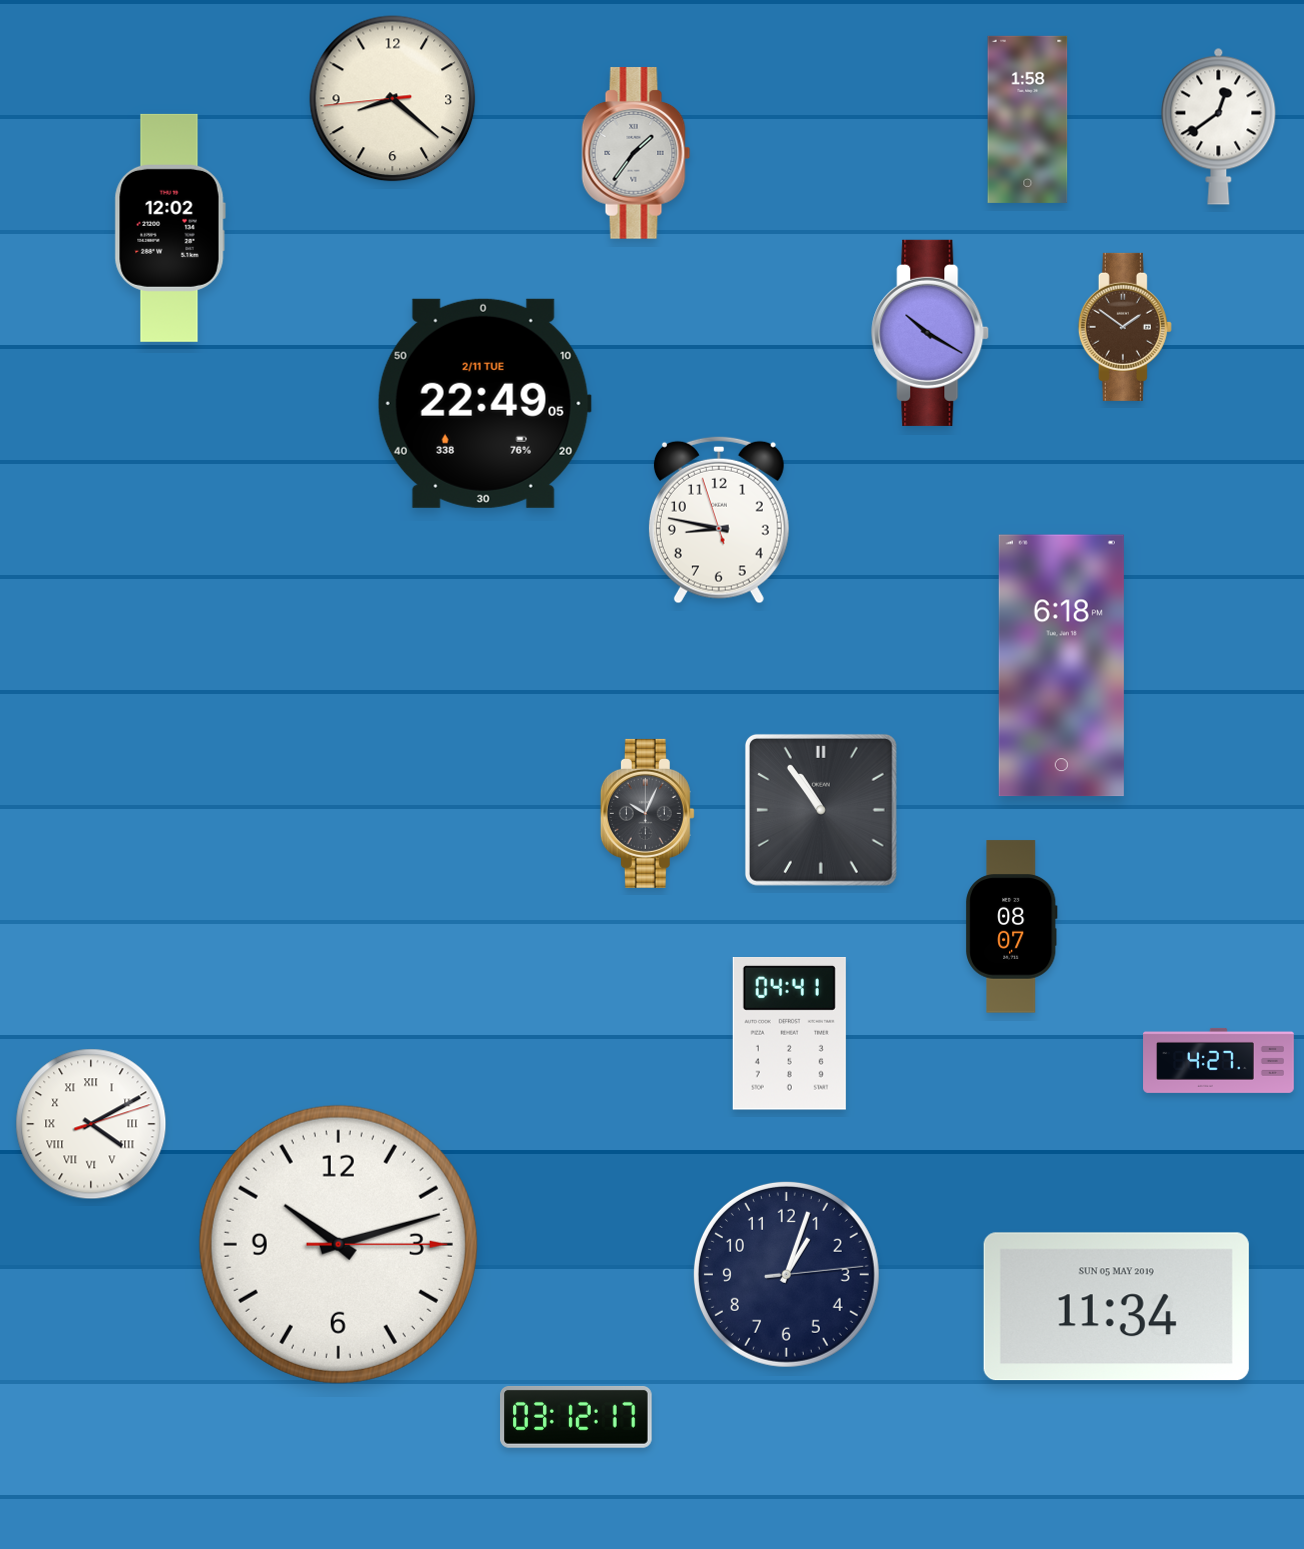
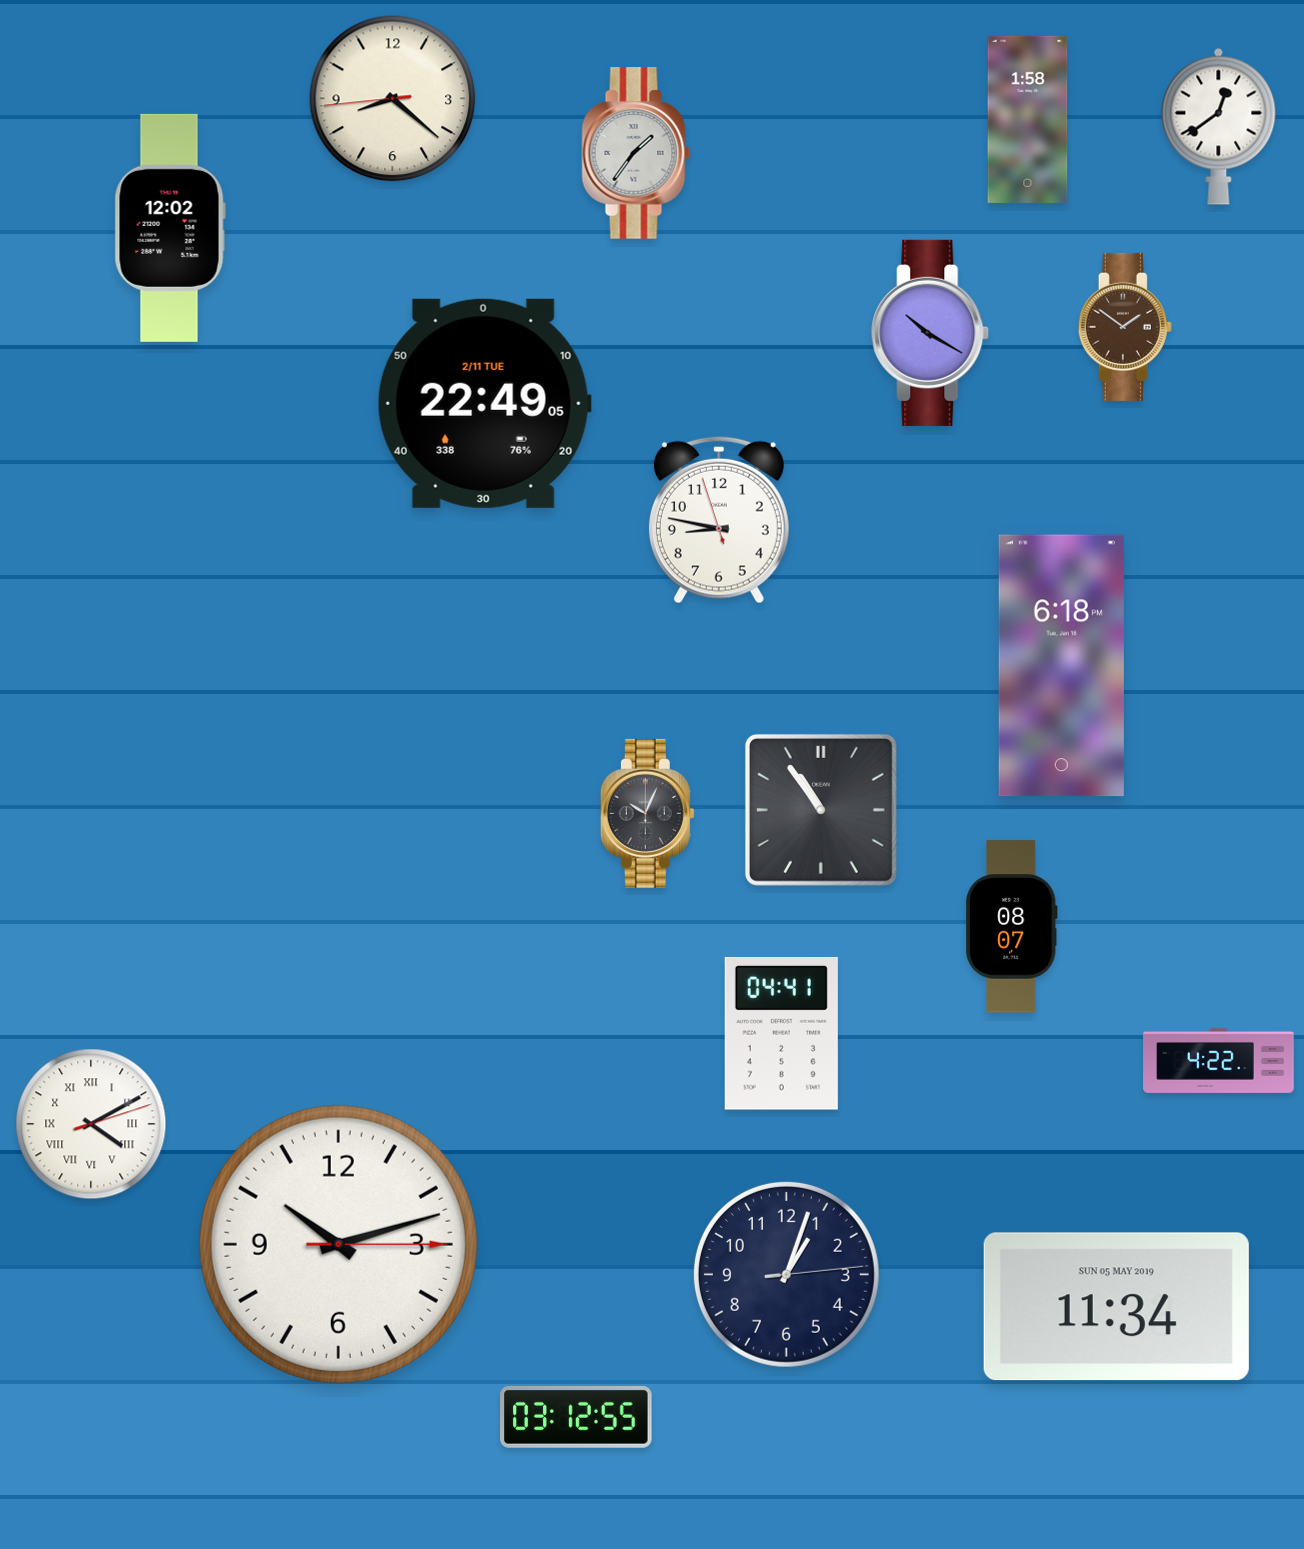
clock at (789, 1034) position: (789, 1034) -> (781, 1034)
clock at (1219, 1060): 4:27 -> 4:22
clock at (576, 1417): 03:12:17 -> 03:12:55
